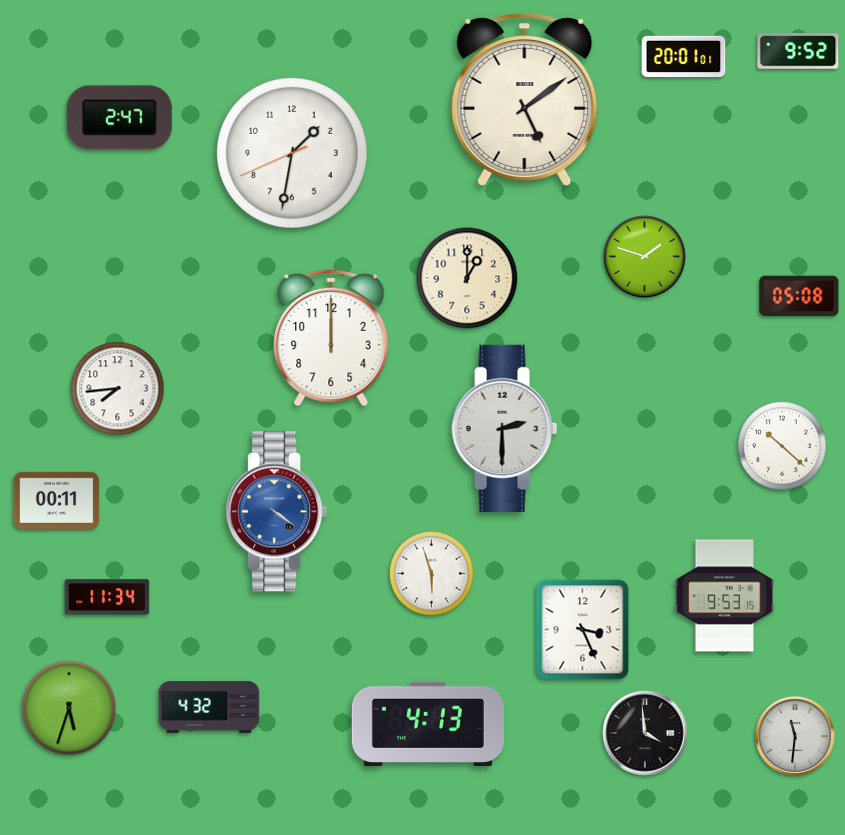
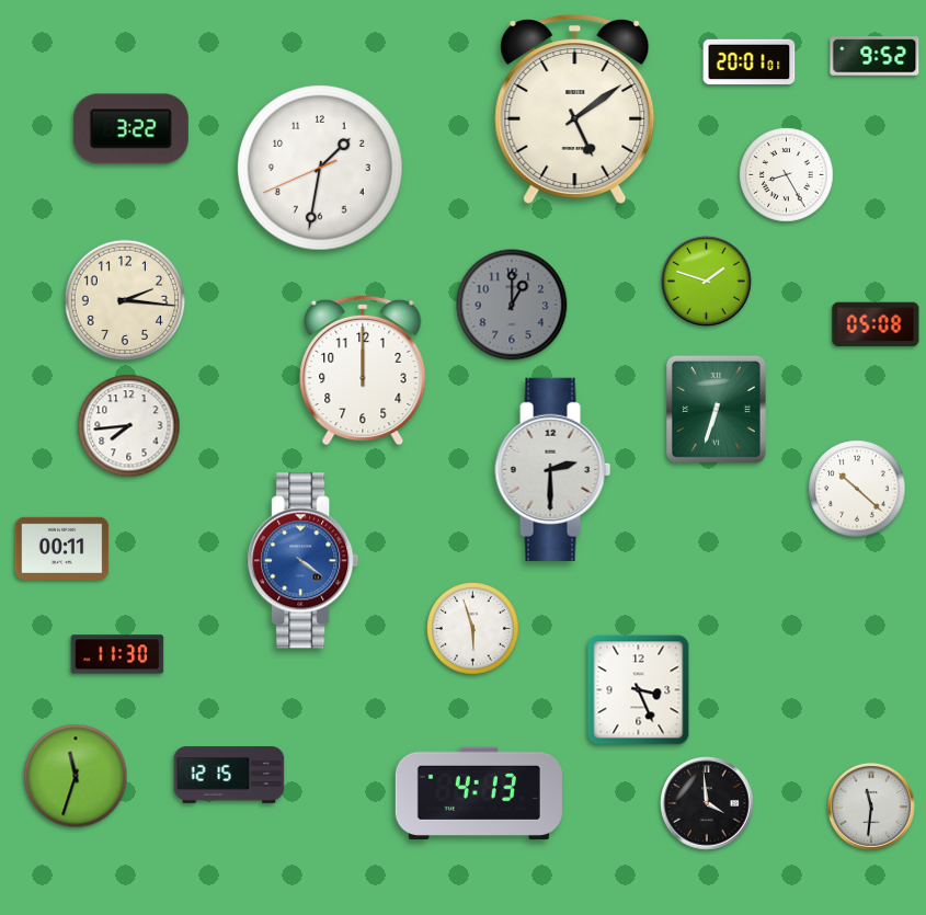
clock at (119, 118): 2:47 -> 3:22
clock at (787, 175): none -> 8:25
clock at (125, 300): none -> 2:16
clock at (467, 278) dial: cream -> grey
clock at (716, 409): none -> 6:33
clock at (725, 596): 9:53 -> none
clock at (107, 597): 11:34 -> 11:30
clock at (209, 707): 4:32 -> 12:15
clock at (69, 708): 5:33 -> 11:33
clock at (428, 724) position: (428, 724) -> (479, 793)
